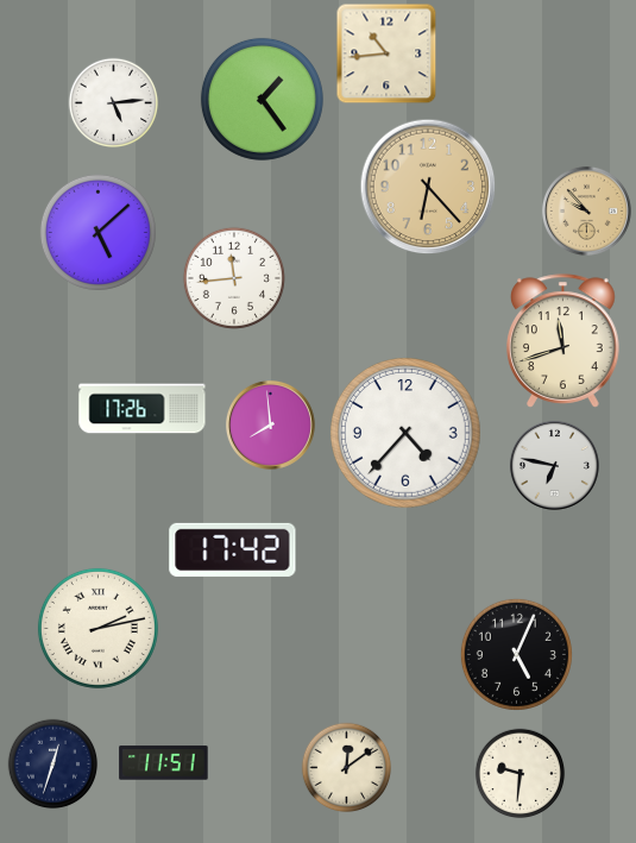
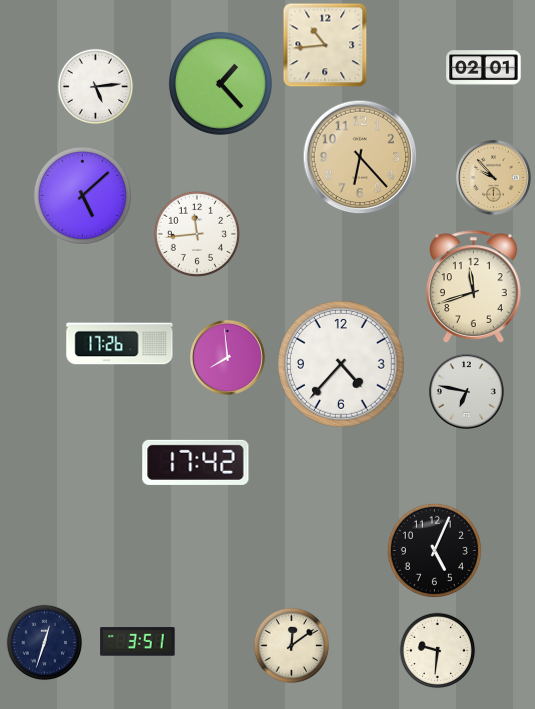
clock at (484, 68): none -> 02:01
clock at (262, 99): 1:24 -> 1:23
clock at (97, 628): 2:13 -> none
clock at (164, 763): 11:51 -> 3:51
